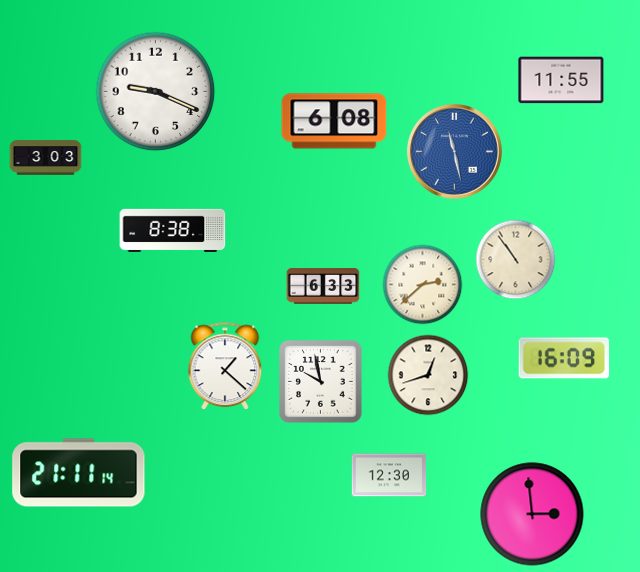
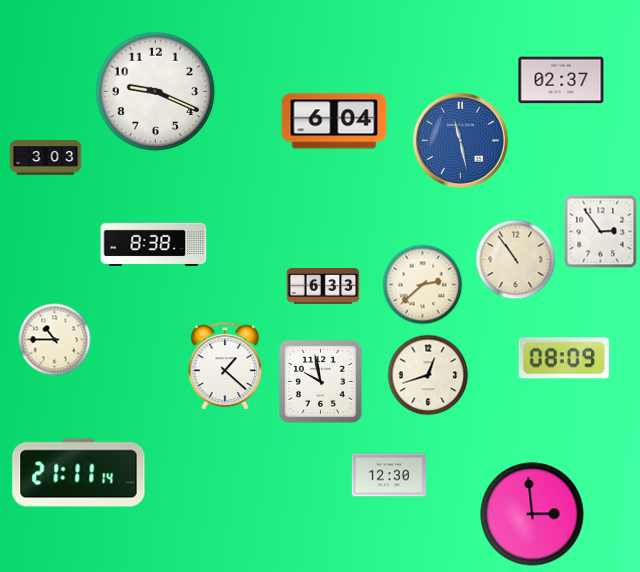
clock at (561, 80): 11:55 -> 02:37
clock at (334, 121): 6:08 -> 6:04
clock at (454, 151) position: (454, 151) -> (460, 140)
clock at (173, 230) position: (173, 230) -> (154, 244)
clock at (601, 232): none -> 2:54
clock at (55, 340): none -> 10:45
clock at (564, 358): 16:09 -> 08:09
